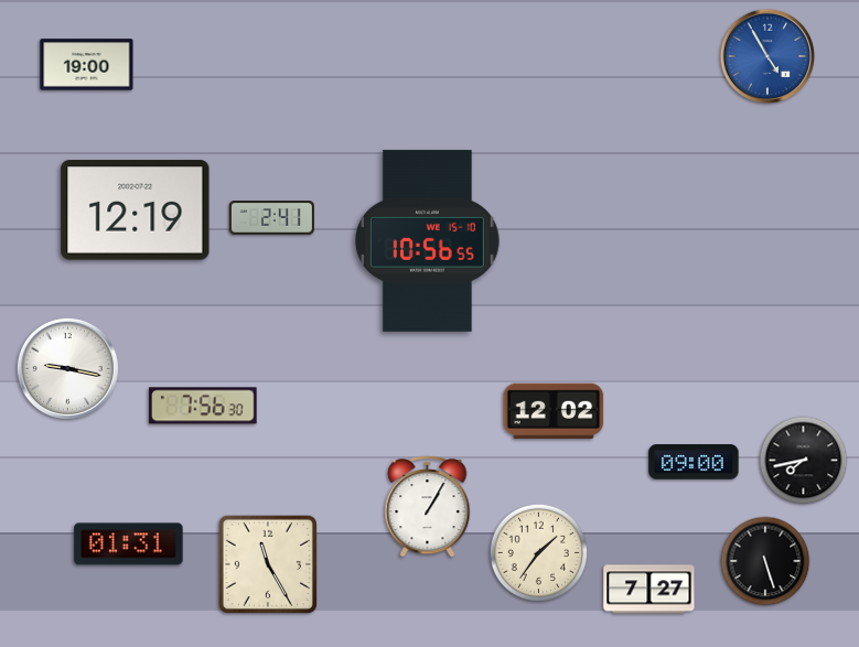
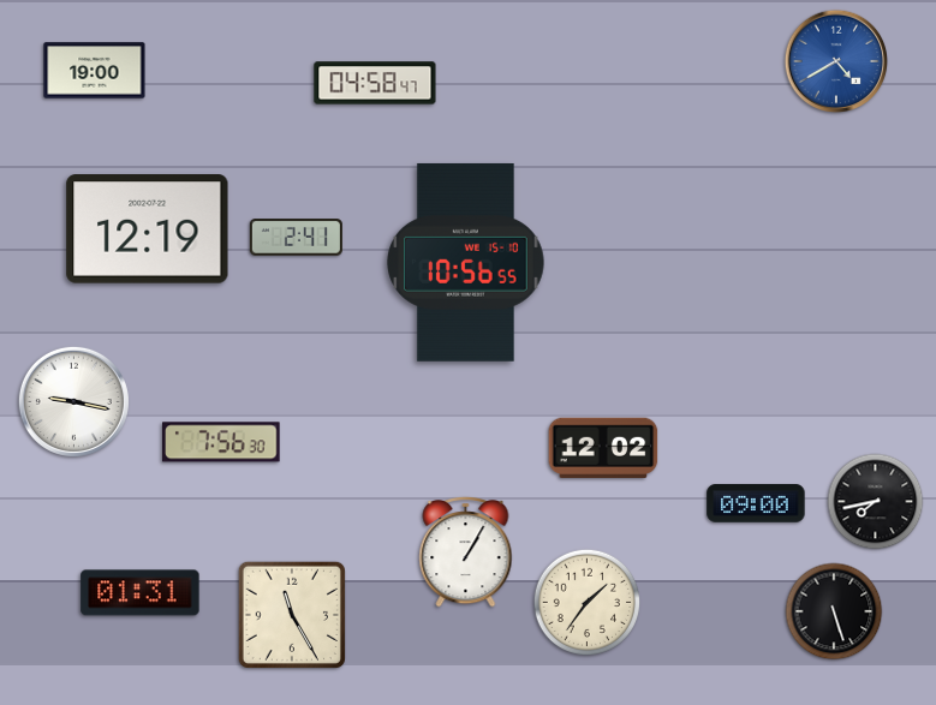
clock at (767, 56): 4:55 -> 4:40
clock at (375, 83): none -> 04:58
clock at (649, 590): 7:27 -> none
